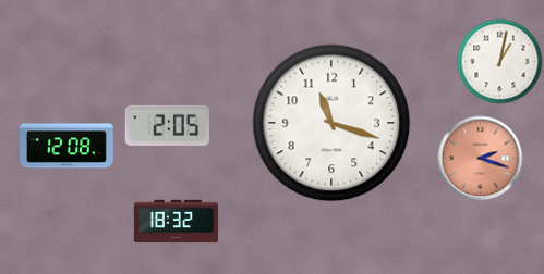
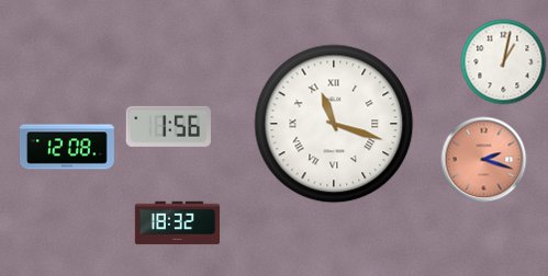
clock at (331, 123) numerals: Arabic -> Roman
clock at (167, 125): 2:05 -> 1:56
